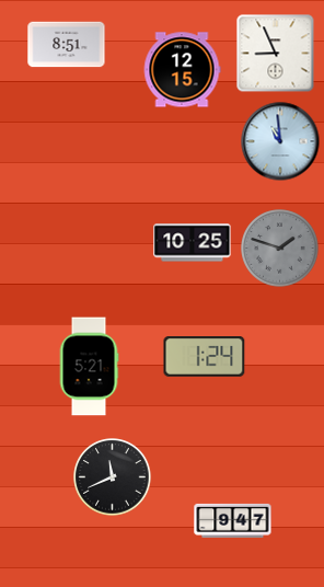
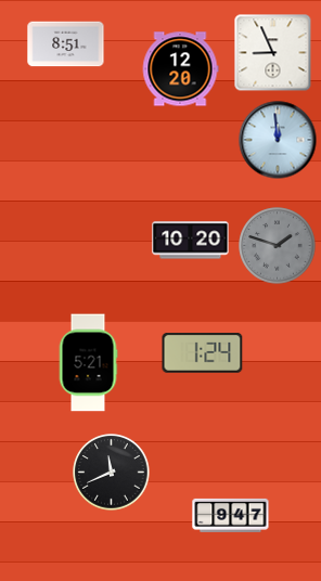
clock at (182, 70): 12:15 -> 12:20
clock at (280, 141): 10:59 -> 11:59
clock at (193, 243): 10:25 -> 10:20
